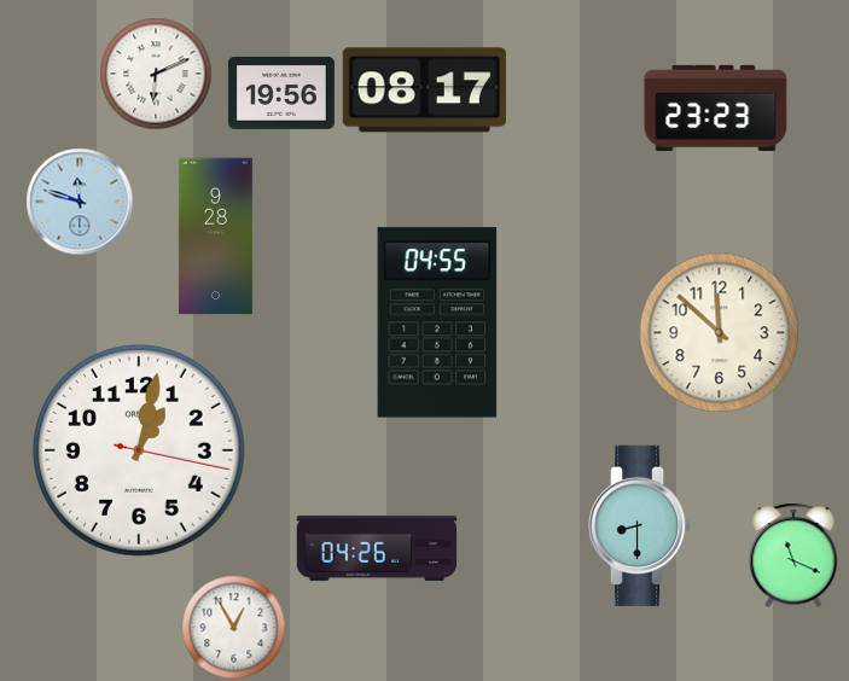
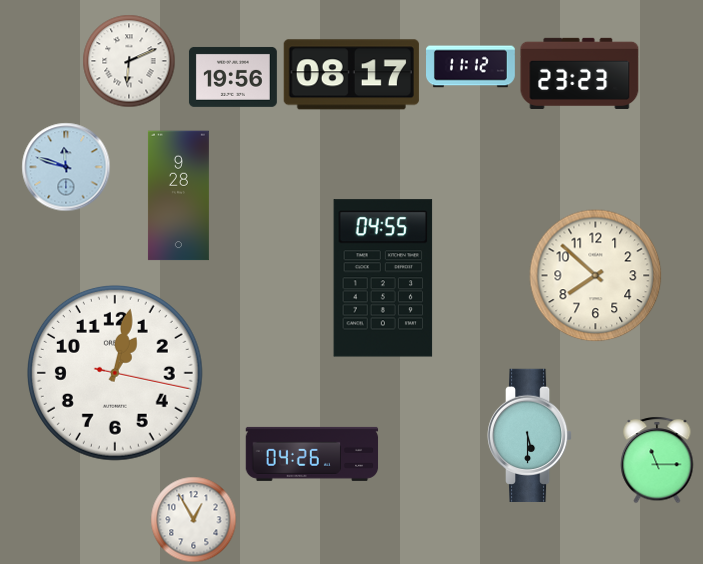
clock at (471, 67): none -> 11:12
clock at (716, 107) position: (716, 107) -> (580, 73)
clock at (437, 322) position: (437, 322) -> (383, 278)
clock at (720, 333): 11:52 -> 7:52
clock at (640, 525): 8:30 -> 5:30
clock at (793, 555): 11:19 -> 11:15
